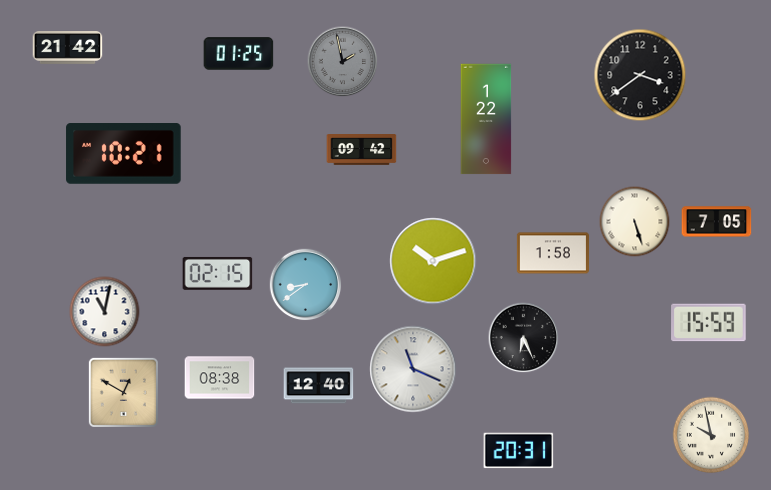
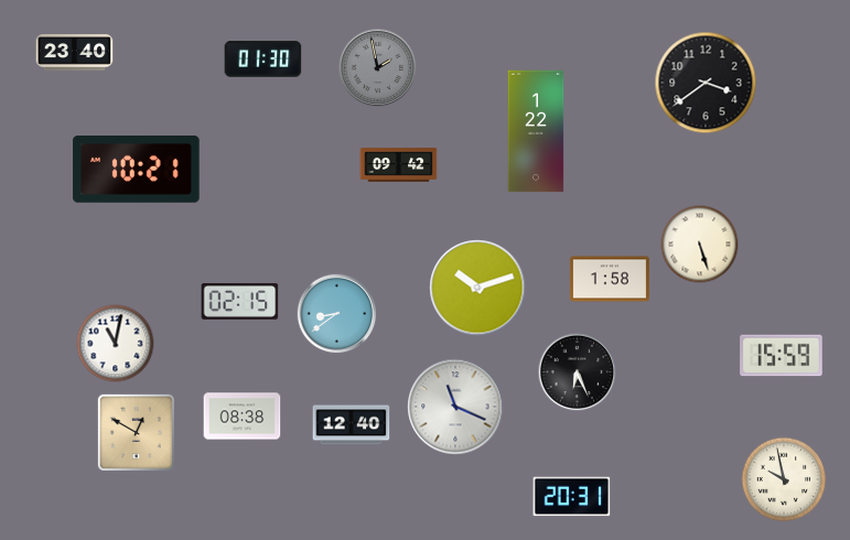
clock at (68, 48): 21:42 -> 23:40
clock at (239, 54): 01:25 -> 01:30
clock at (717, 222): 7:05 -> none
